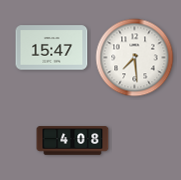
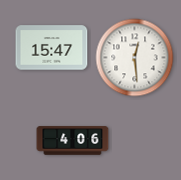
clock at (135, 58): 7:29 -> 12:29
clock at (73, 141): 4:08 -> 4:06
